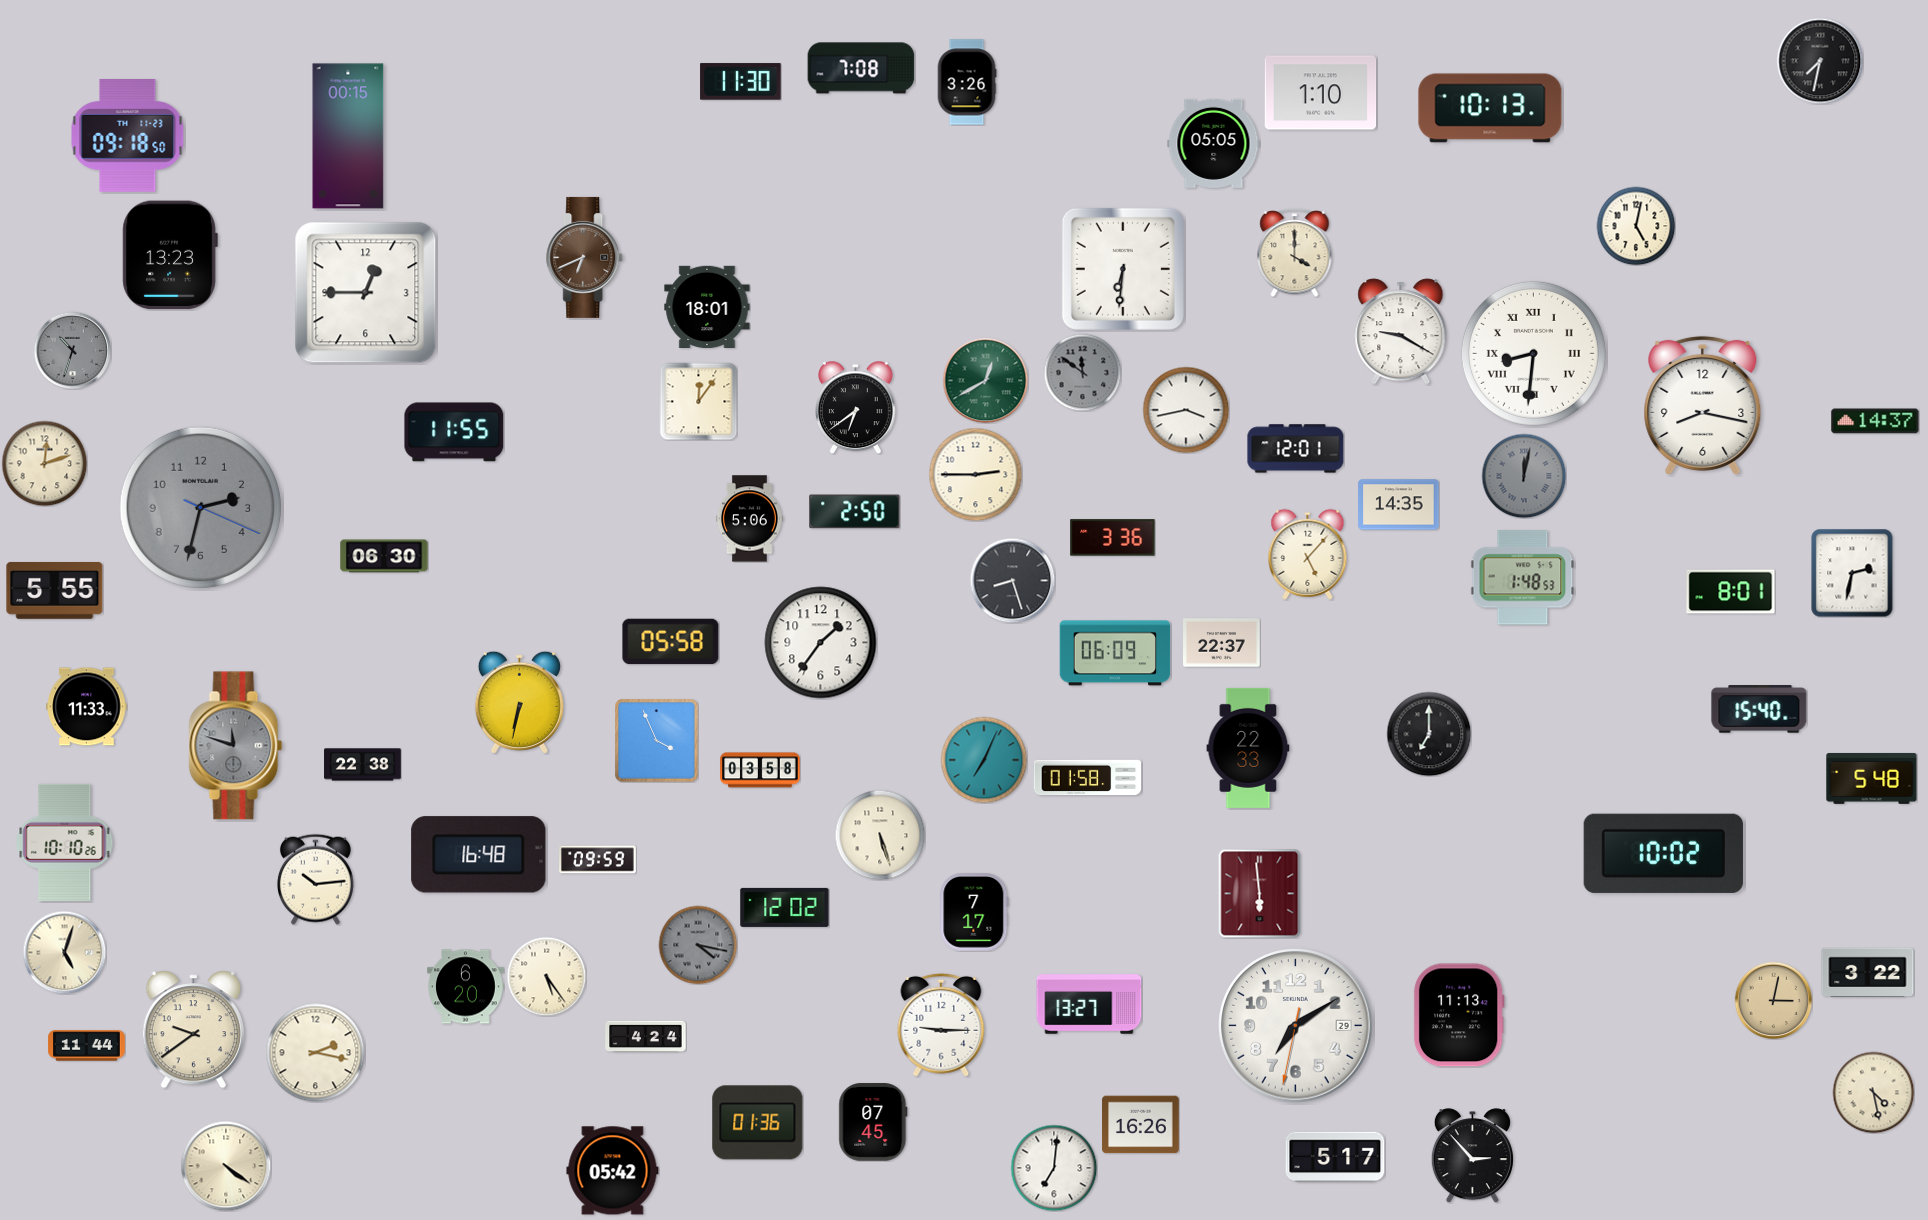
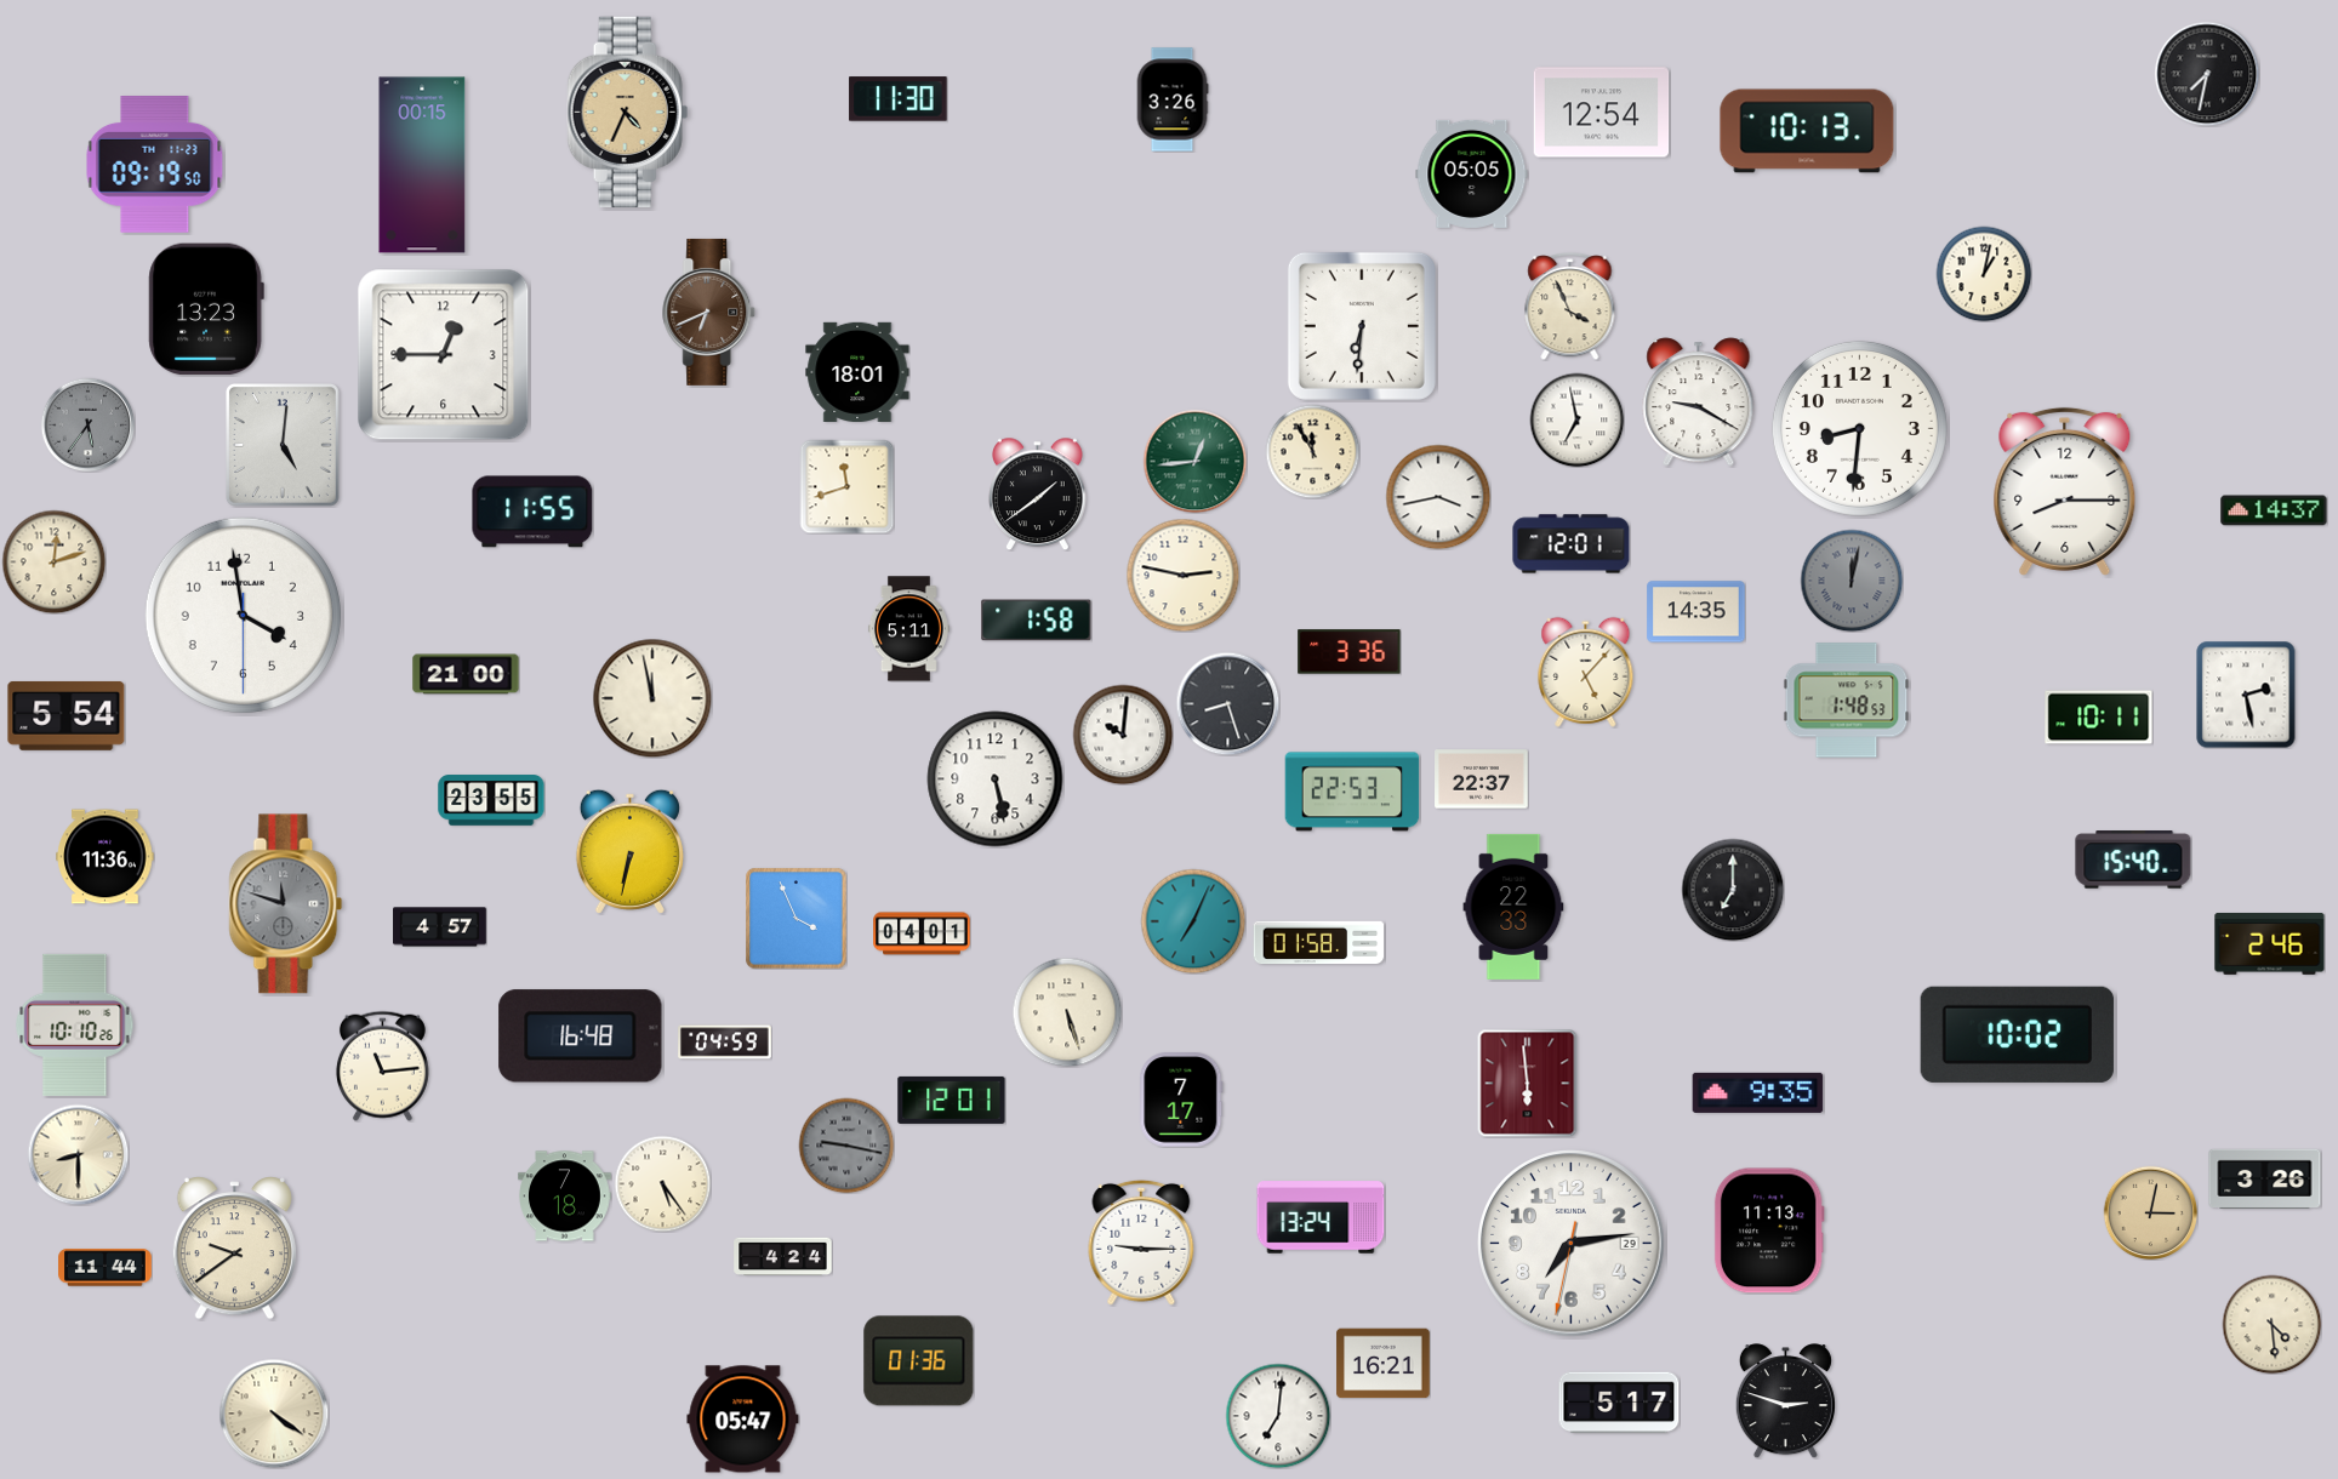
clock at (861, 68): 7:08 -> none
clock at (628, 113): none -> 4:34
clock at (1321, 93): 1:10 -> 12:54
clock at (128, 136): 09:18 -> 09:19
clock at (1636, 226): 5:02 -> 1:02
clock at (1295, 253): 4:00 -> 3:56
clock at (1576, 419): none -> 6:58
clock at (72, 350): 10:33 -> 5:36
clock at (1533, 353) numerals: Roman -> Arabic
clock at (284, 446): none -> 5:01
clock at (1082, 372): 11:51 -> 11:55
clock at (1082, 372) dial: grey -> cream
clock at (985, 380): 12:40 -> 12:44
clock at (698, 401): 12:06 -> 11:42
clock at (1703, 405): 8:17 -> 8:15
clock at (856, 407): 6:39 -> 1:39
clock at (454, 432) position: (454, 432) -> (532, 512)
clock at (975, 474): 2:45 -> 2:47
clock at (1524, 476) position: (1524, 476) -> (1852, 581)
clock at (200, 507): 2:32 -> 3:58
clock at (200, 507) dial: grey -> white
clock at (855, 512): 2:50 -> 1:58
clock at (749, 519): 5:06 -> 5:11
clock at (384, 556): 06:30 -> 21:00
clock at (1852, 573): 2:32 -> 2:28
clock at (652, 698): none -> 11:58
clock at (55, 590): 5:55 -> 5:54
clock at (1731, 592): 8:01 -> 10:11
clock at (1123, 735): none -> 10:01
clock at (671, 642): 05:58 -> none
clock at (821, 643): 1:36 -> 5:28
clock at (1115, 653): 06:09 -> 22:53
clock at (491, 800): none -> 23:55
clock at (87, 707): 11:33 -> 11:36
clock at (657, 741) position: (657, 741) -> (797, 919)
clock at (363, 765): 22:38 -> 4:57
clock at (760, 770): 03:58 -> 04:01
clock at (1872, 778): 5:48 -> 2:46
clock at (65, 842) position: (65, 842) -> (75, 1024)
clock at (598, 860): 09:59 -> 04:59
clock at (315, 879): 10:14 -> 11:14
clock at (1758, 1092): none -> 9:35
clock at (785, 907): 12:02 -> 12:01
clock at (974, 912) position: (974, 912) -> (1181, 1100)
clock at (698, 945): 4:17 -> 9:17
clock at (64, 952): 5:03 -> 8:30
clock at (1868, 972): 3:22 -> 3:26
clock at (466, 987): 6:20 -> 7:18
clock at (1089, 1004): 13:27 -> 13:24
clock at (1296, 1026): 7:09 -> 7:13
clock at (316, 1053): 2:17 -> none
clock at (1873, 1092): 4:28 -> 4:29
clock at (873, 1122): 07:45 -> none
clock at (1141, 1125): 16:26 -> 16:21
clock at (1472, 1156): 2:53 -> 2:48
clock at (613, 1171): 05:42 -> 05:47
